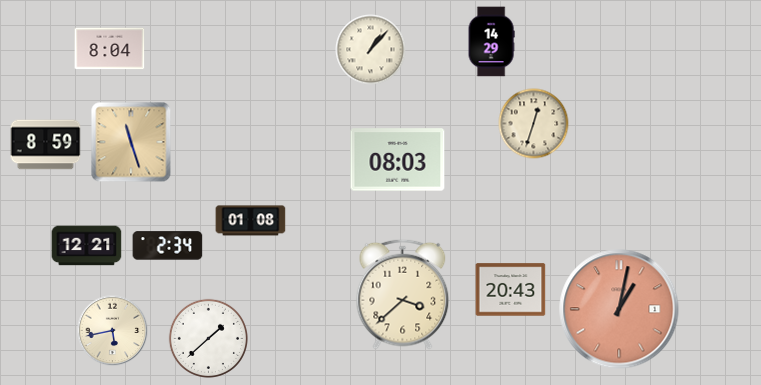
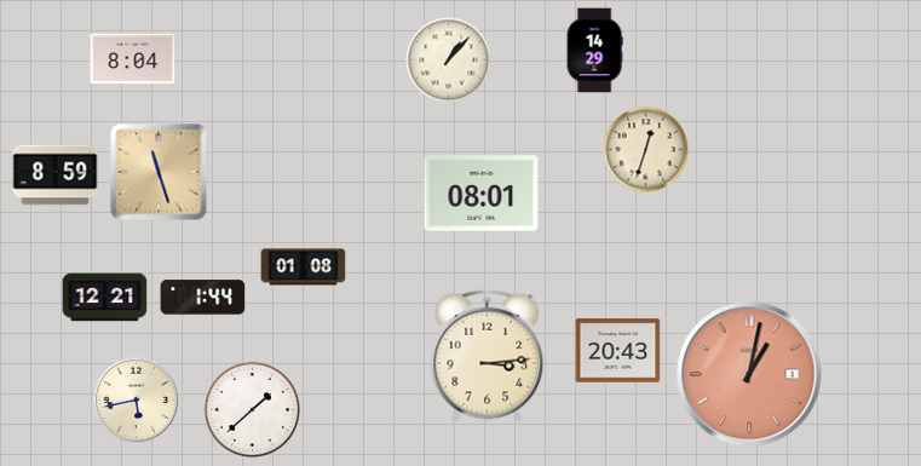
clock at (398, 160): 08:03 -> 08:01
clock at (168, 246): 2:34 -> 1:44
clock at (403, 294): 3:38 -> 3:14
